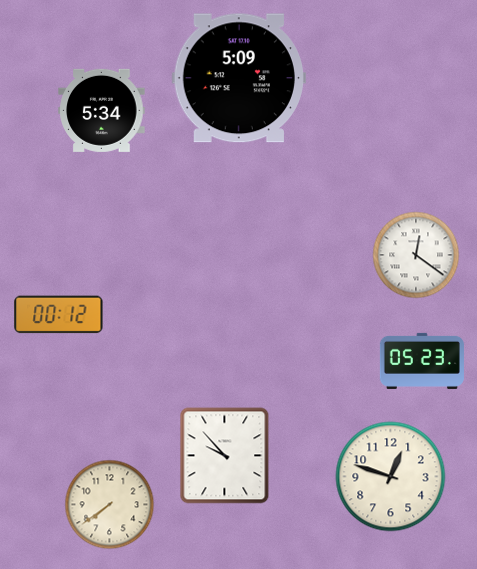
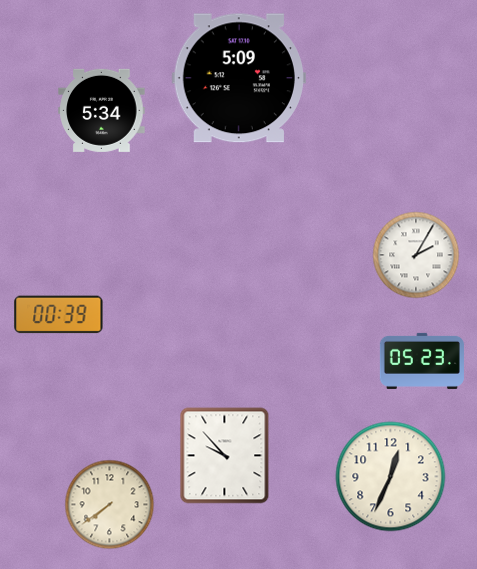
clock at (416, 255): 12:21 -> 2:05
clock at (59, 315): 00:12 -> 00:39
clock at (391, 477): 12:48 -> 12:34
